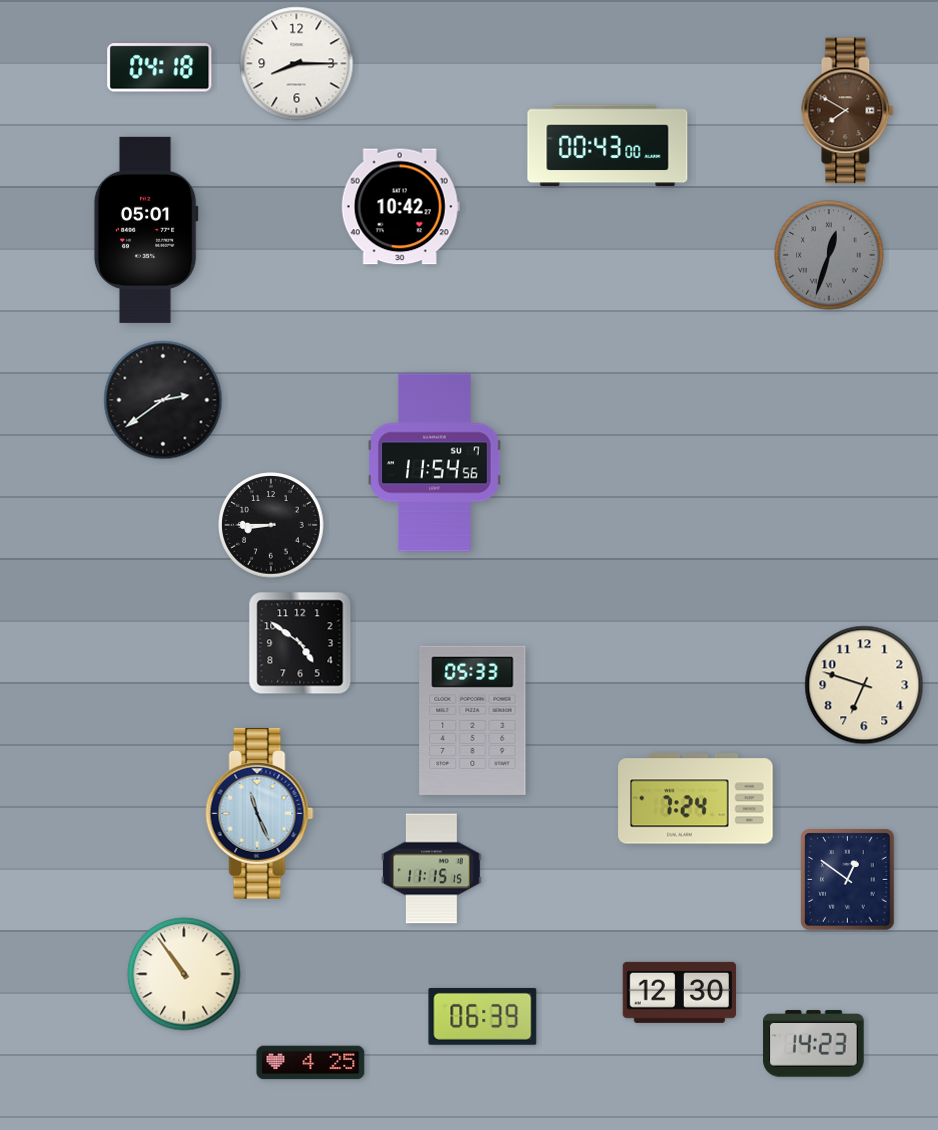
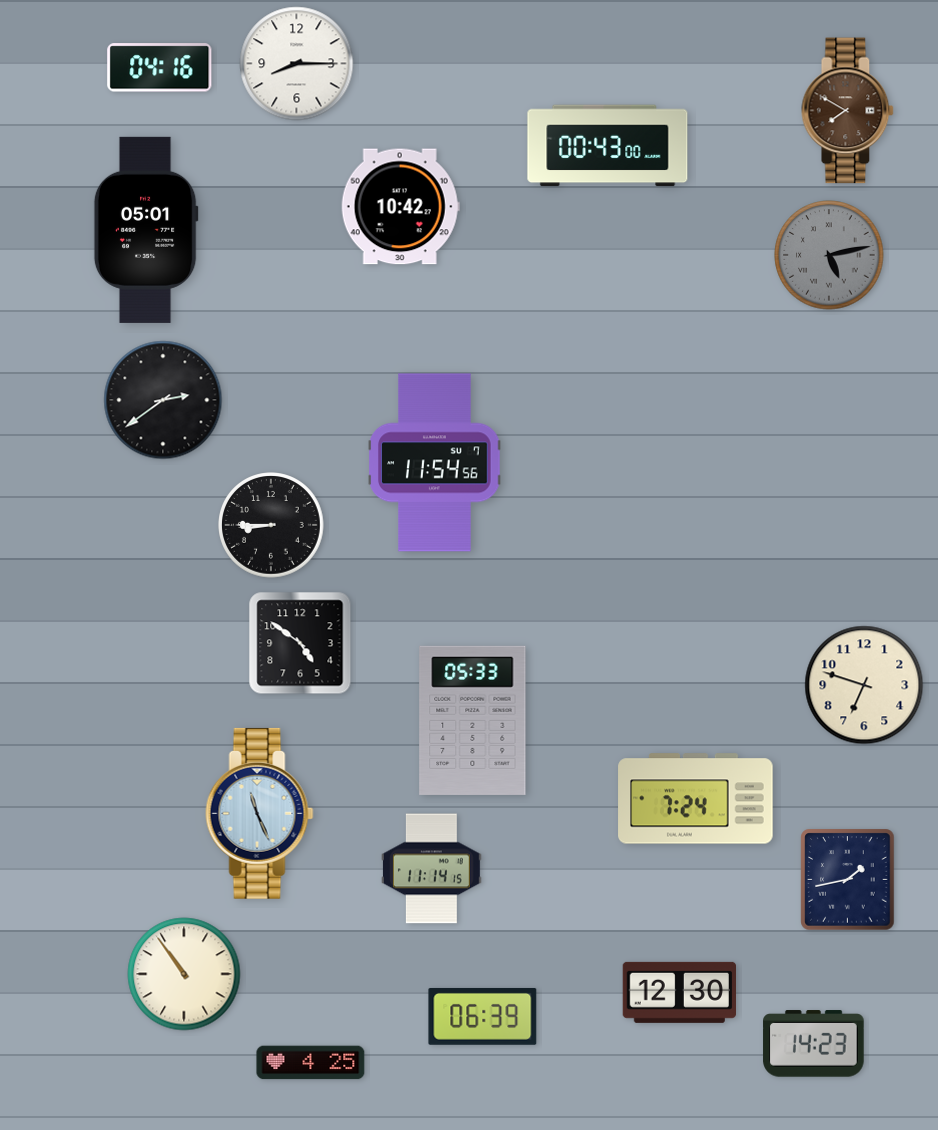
clock at (160, 68): 04:18 -> 04:16
clock at (829, 255): 12:33 -> 5:13
clock at (431, 869): 11:15 -> 11:14
clock at (848, 880): 12:51 -> 1:43
